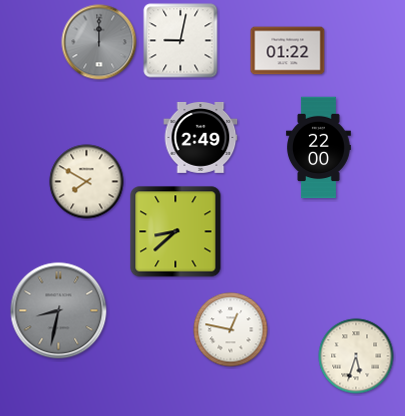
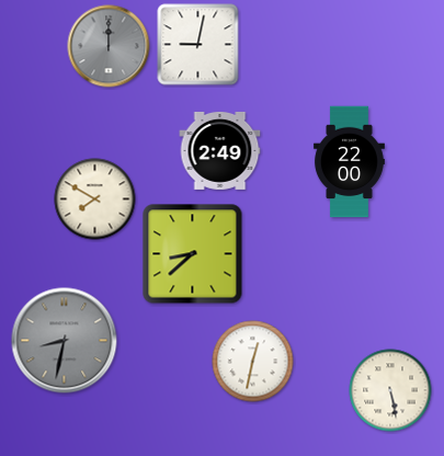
clock at (288, 51): 01:22 -> none
clock at (231, 330): 12:47 -> 12:32
clock at (356, 356): 5:33 -> 5:28
